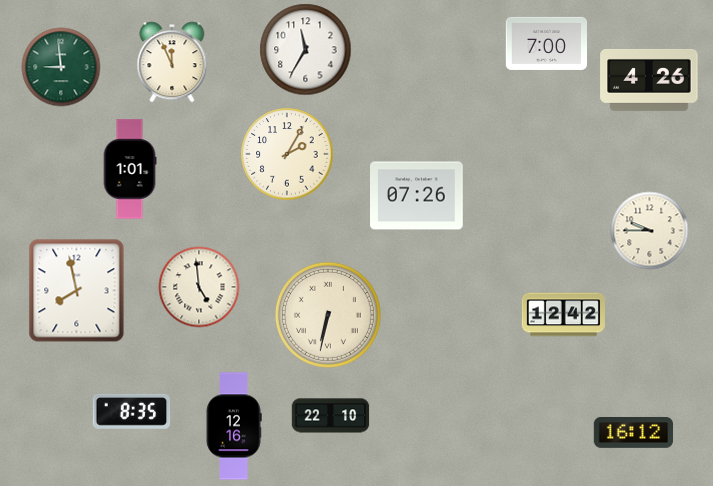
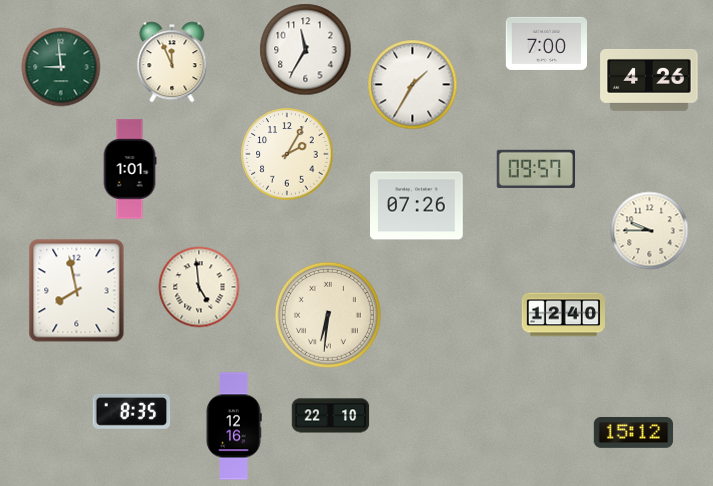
clock at (412, 84): none -> 1:35
clock at (536, 169): none -> 09:57
clock at (417, 196) position: (417, 196) -> (417, 206)
clock at (328, 315): 6:32 -> 6:31
clock at (563, 315): 12:42 -> 12:40
clock at (633, 433): 16:12 -> 15:12
